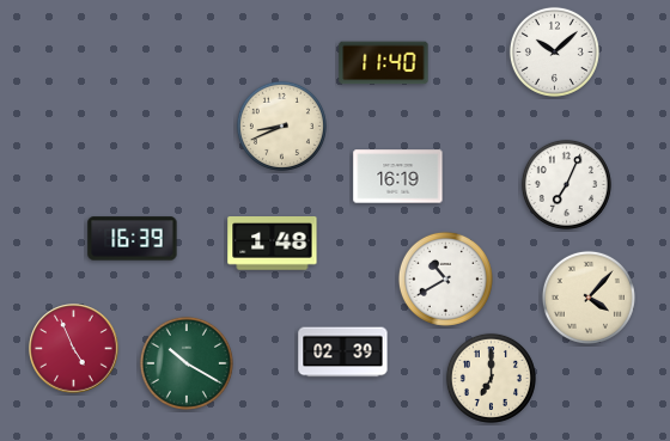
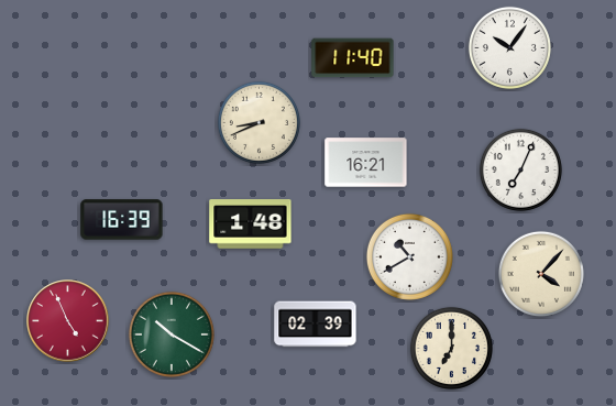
clock at (554, 51): 10:08 -> 10:06
clock at (281, 125) position: (281, 125) -> (258, 122)
clock at (398, 177): 16:19 -> 16:21
